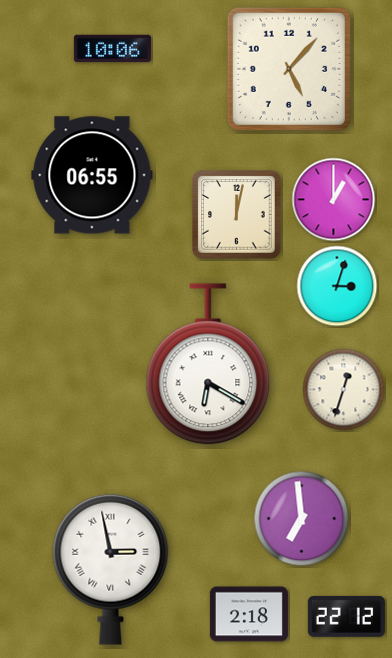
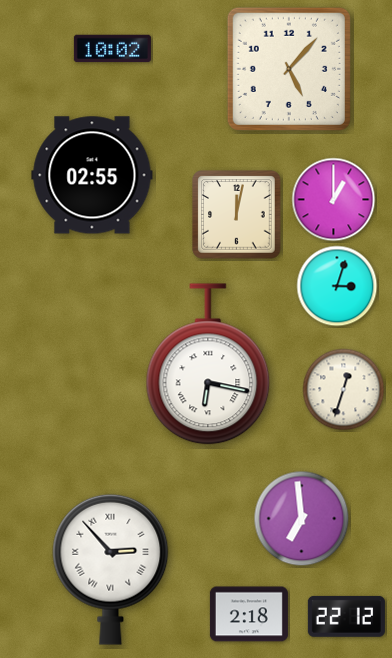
clock at (112, 49): 10:06 -> 10:02
clock at (92, 175): 06:55 -> 02:55
clock at (208, 364): 6:20 -> 6:17
clock at (111, 569): 2:58 -> 2:53
